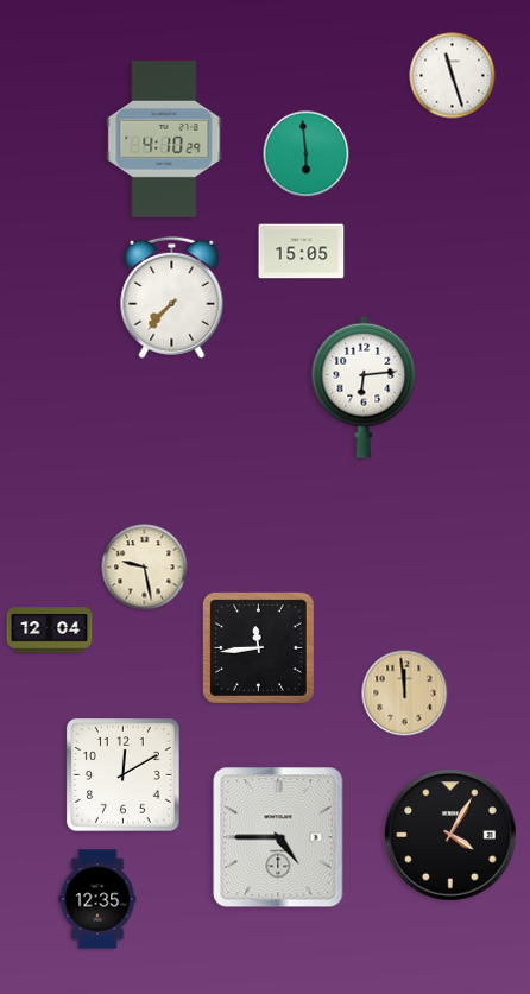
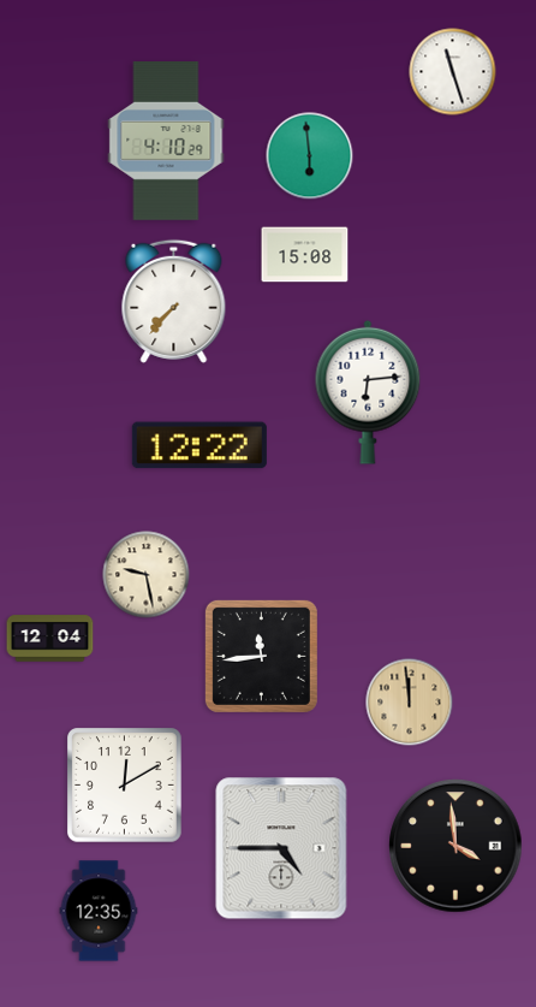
clock at (453, 76) position: (453, 76) -> (453, 72)
clock at (302, 252): 15:05 -> 15:08
clock at (199, 445): none -> 12:22
clock at (450, 835): 4:05 -> 3:59
